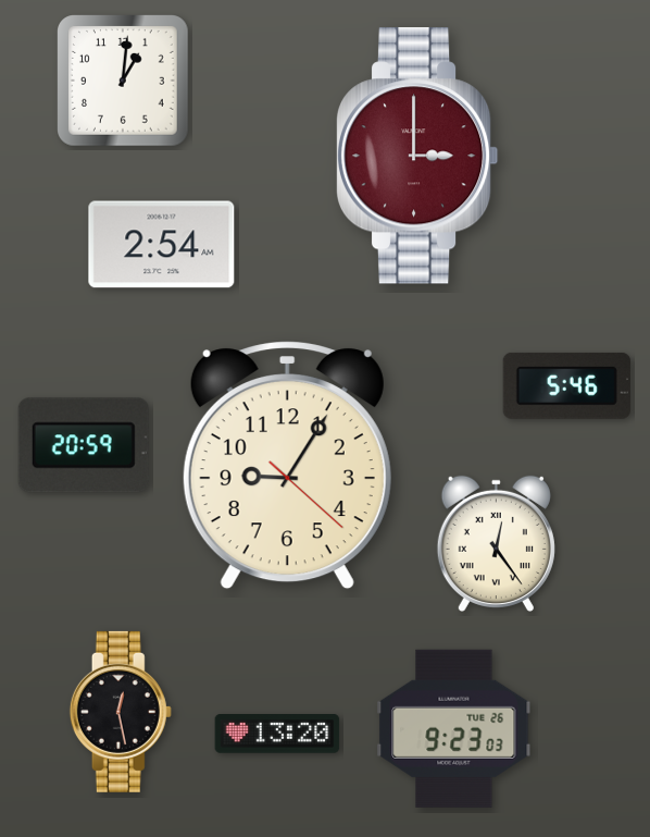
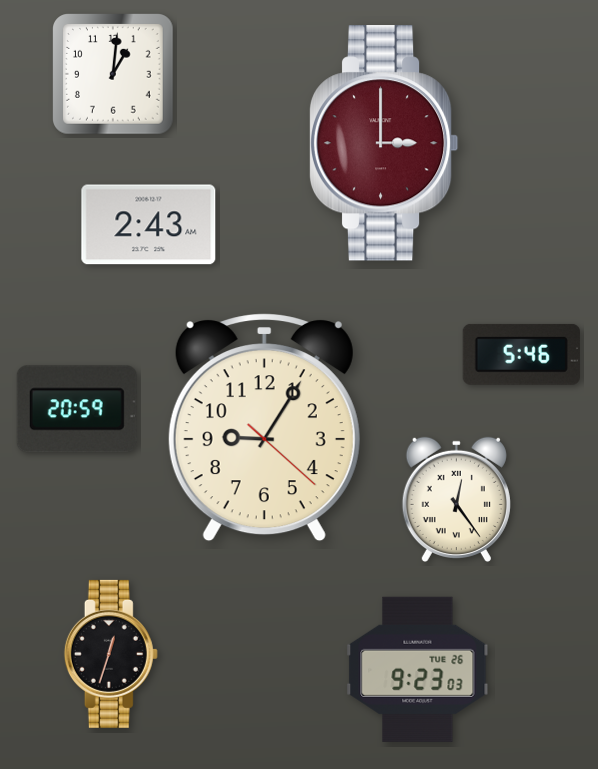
clock at (162, 245): 2:54 -> 2:43
clock at (121, 712): 12:28 -> 12:33
clock at (277, 734): 13:20 -> none
